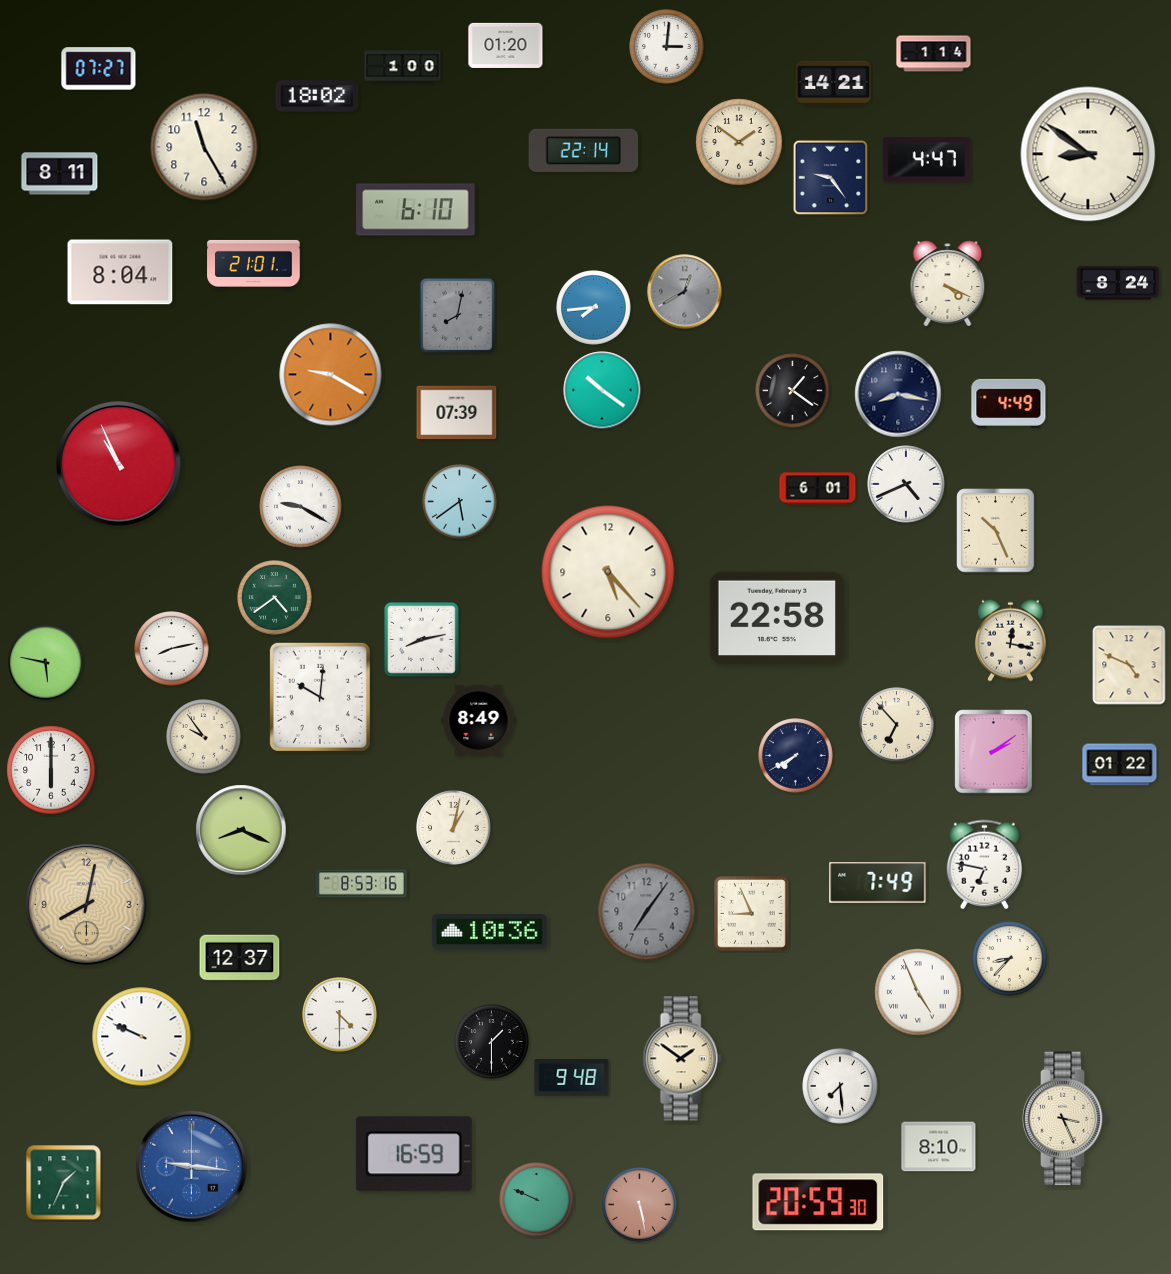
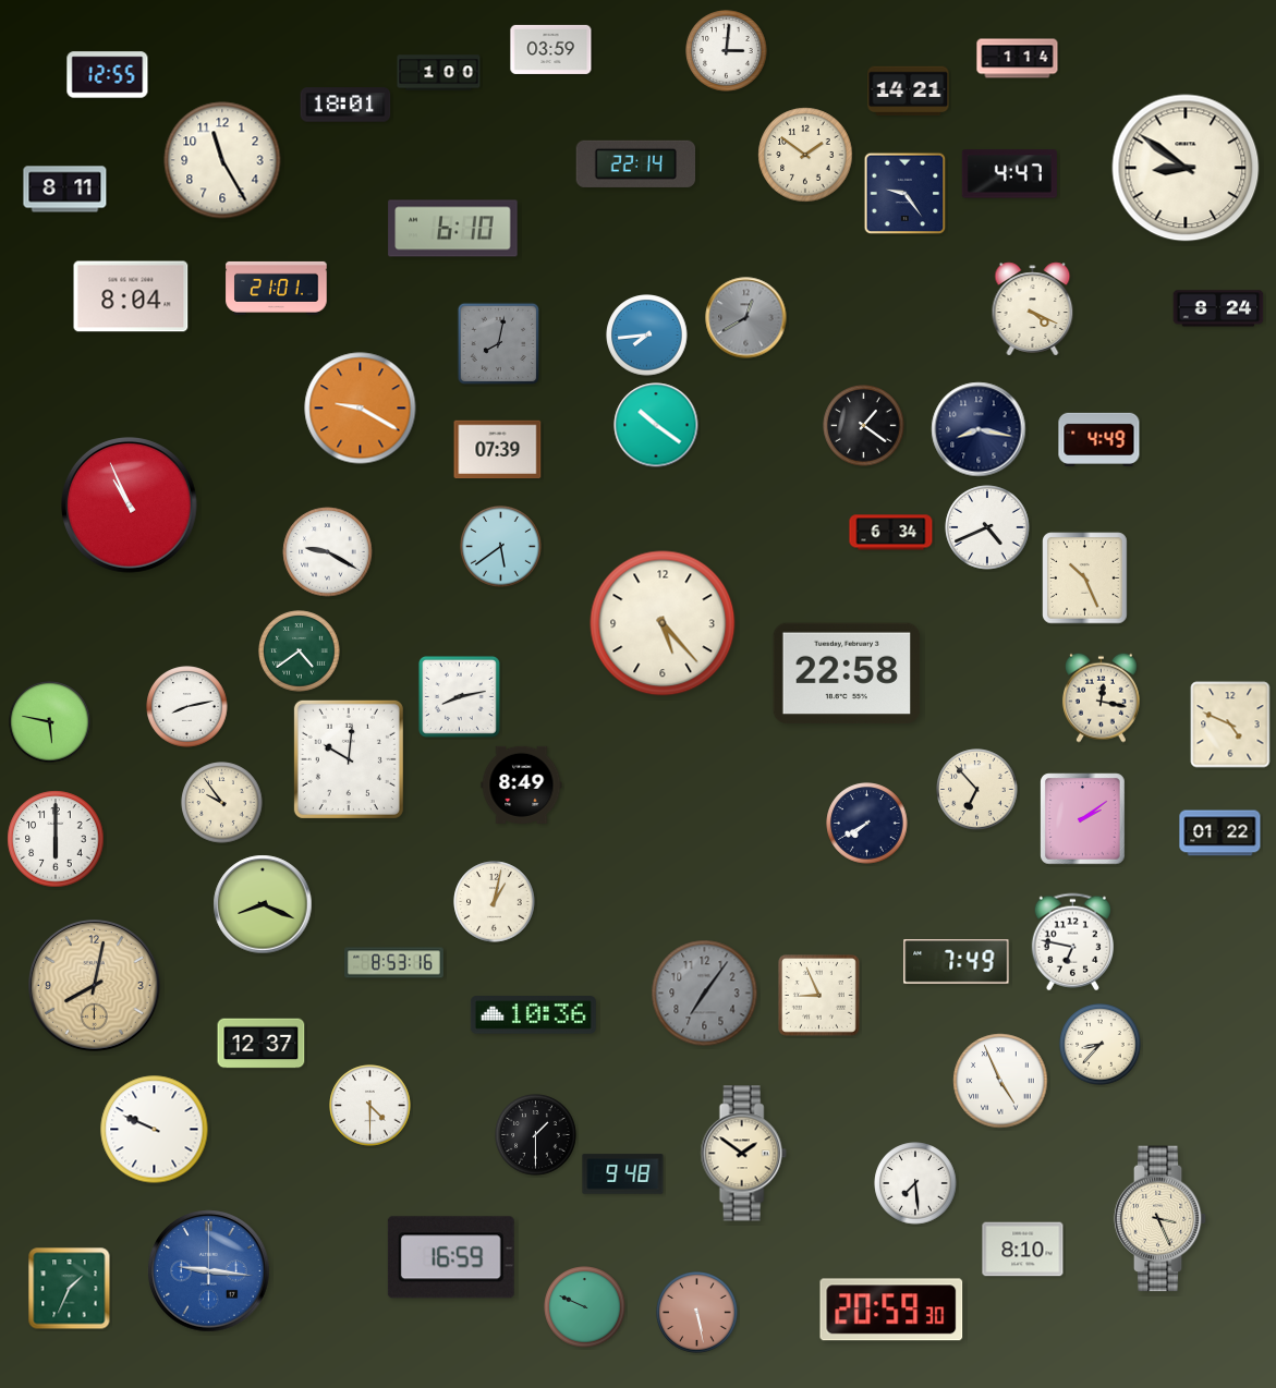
clock at (506, 45): 01:20 -> 03:59
clock at (99, 69): 07:27 -> 12:55
clock at (317, 96): 18:02 -> 18:01
clock at (818, 489): 6:01 -> 6:34
